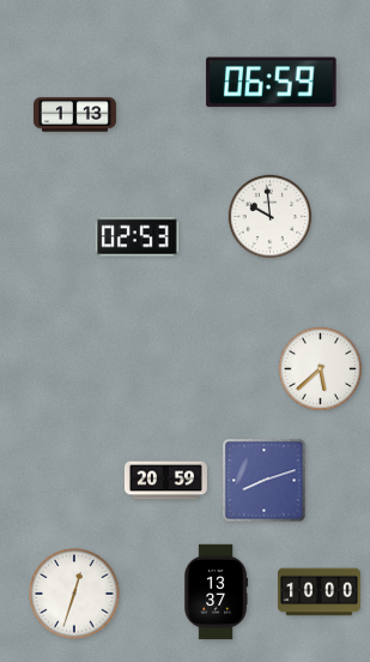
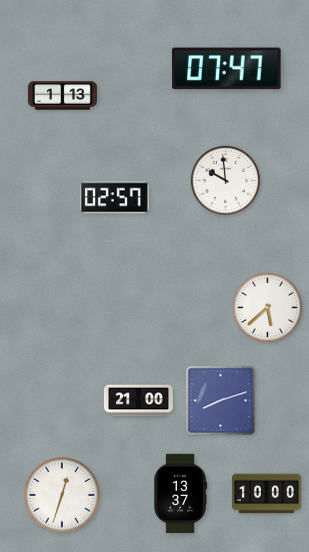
clock at (272, 83): 06:59 -> 07:47
clock at (137, 237): 02:53 -> 02:57
clock at (165, 481): 20:59 -> 21:00
